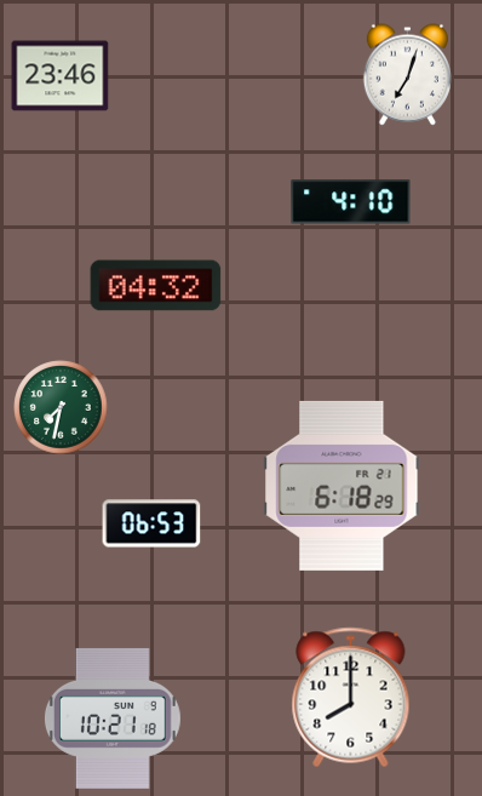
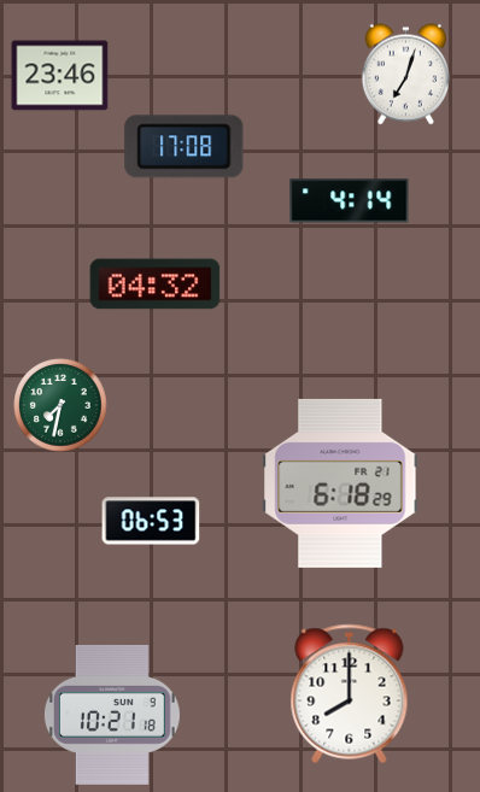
clock at (185, 147): none -> 17:08
clock at (351, 202): 4:10 -> 4:14
